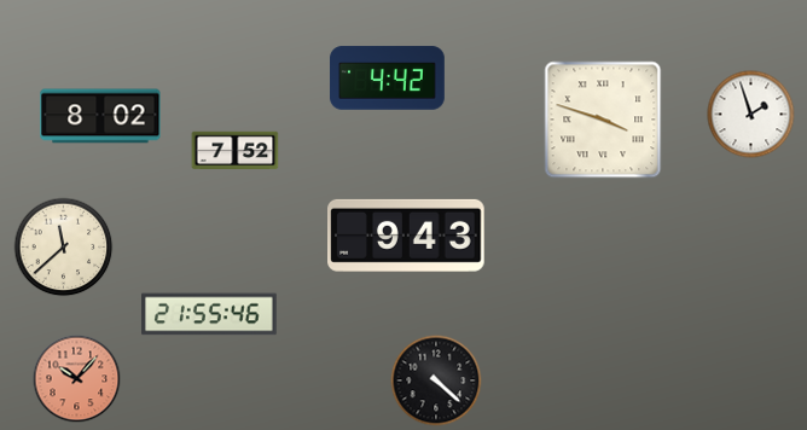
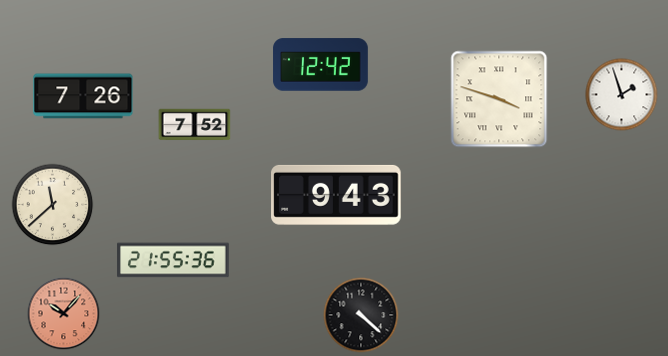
clock at (388, 79): 4:42 -> 12:42
clock at (100, 116): 8:02 -> 7:26
clock at (209, 314): 21:55:46 -> 21:55:36
